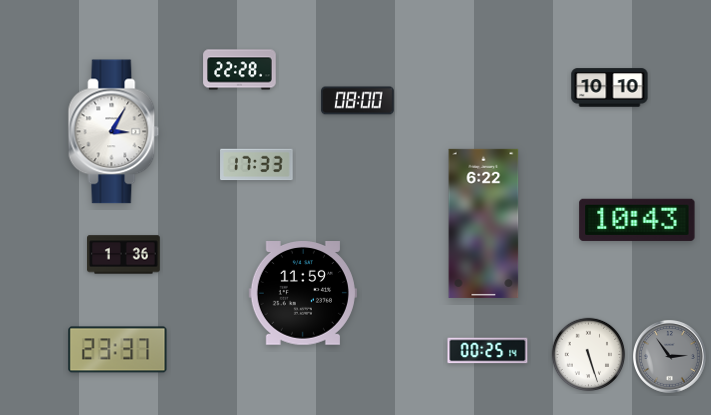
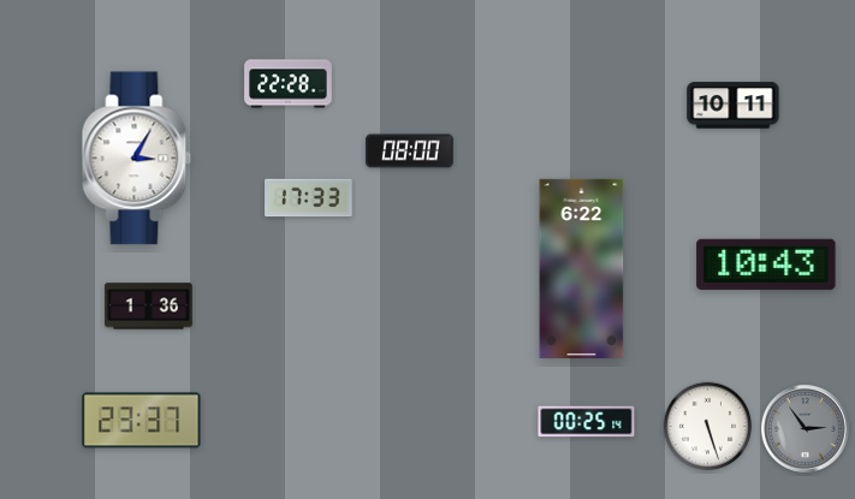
clock at (610, 88): 10:10 -> 10:11
clock at (358, 101) position: (358, 101) -> (410, 152)
clock at (303, 294): 11:59 -> none
